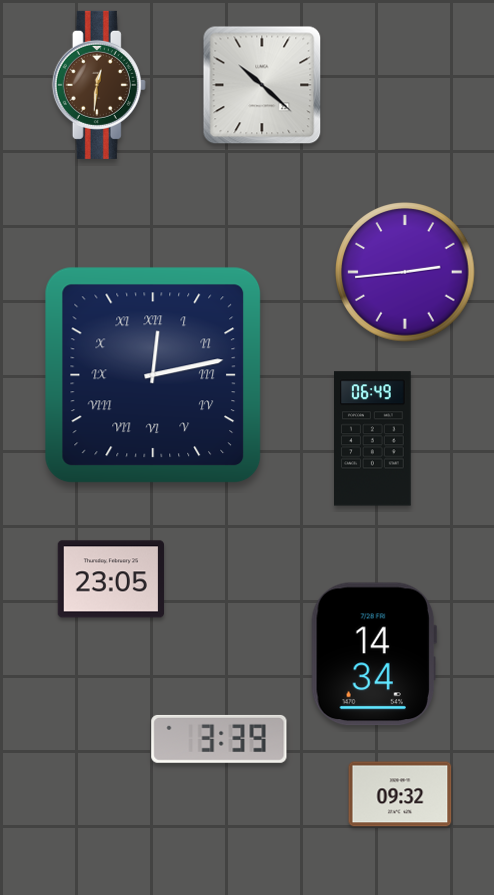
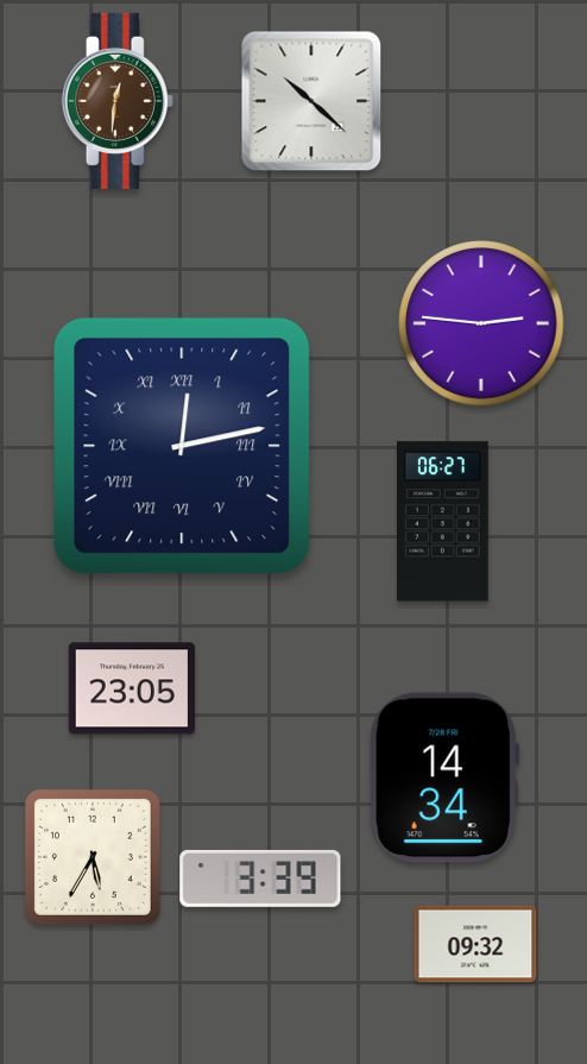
clock at (405, 272): 2:44 -> 2:46
clock at (373, 439): 06:49 -> 06:27
clock at (93, 857): none -> 5:35
